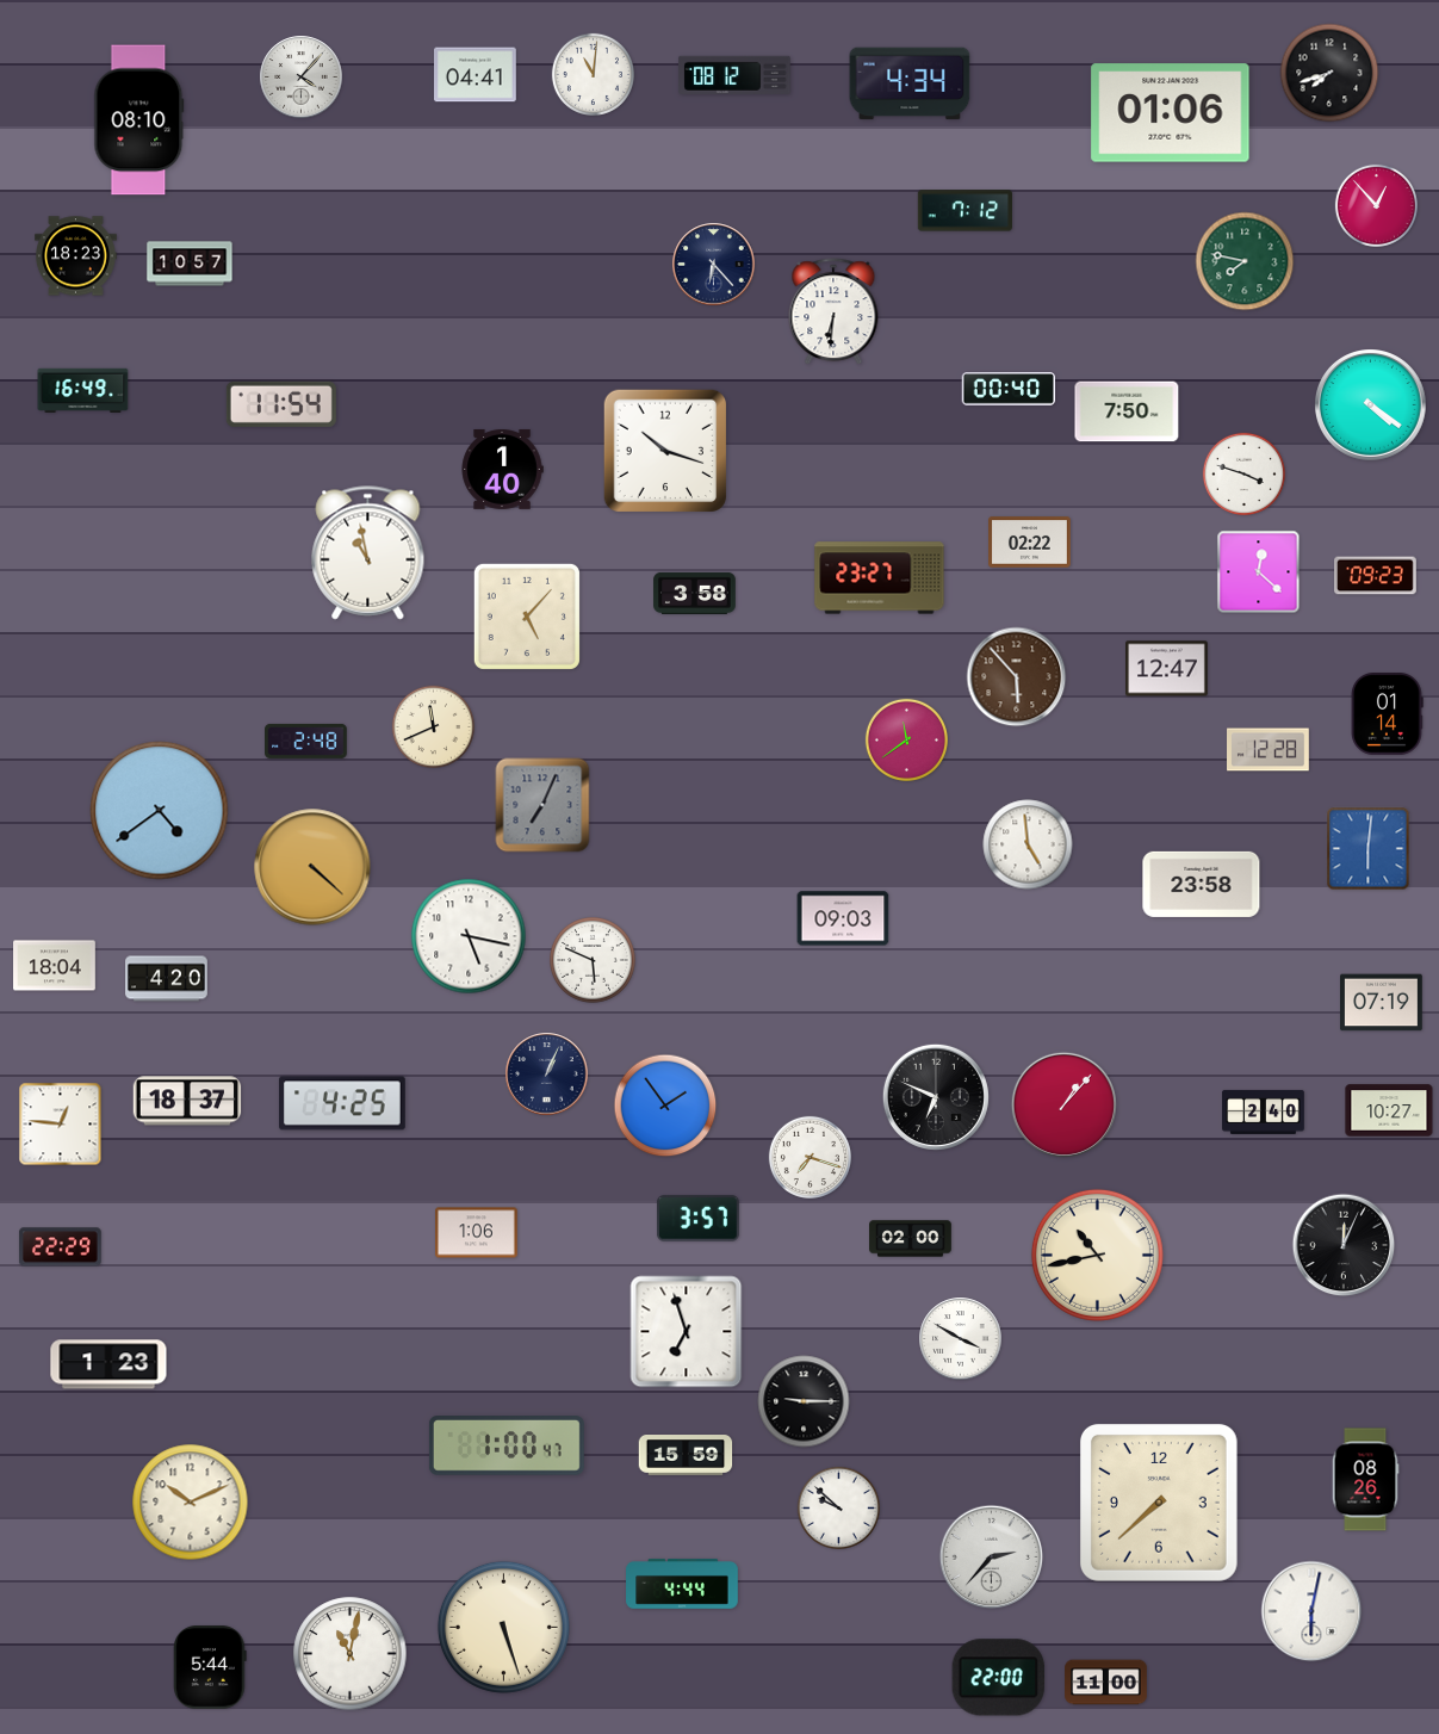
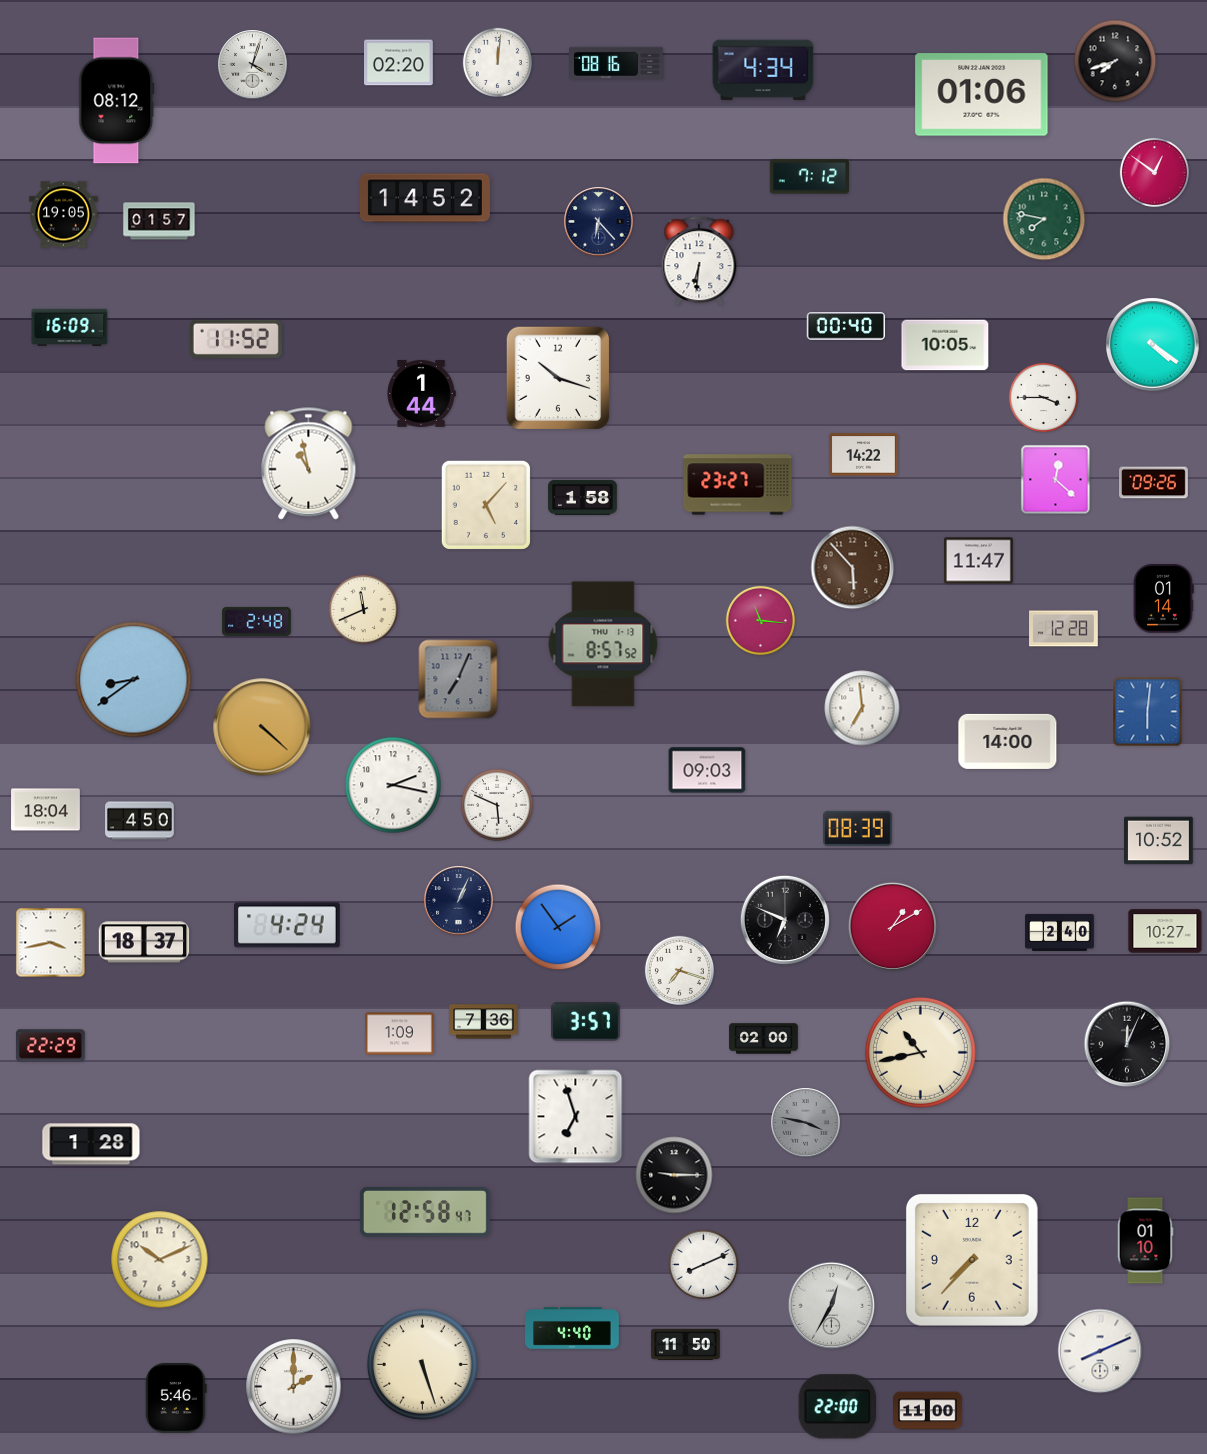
clock at (593, 74): 11:01 -> 12:01
clock at (476, 75): 04:41 -> 02:20
clock at (734, 75): 08:12 -> 08:16
clock at (302, 78): 4:07 -> 4:03
clock at (139, 120): 08:10 -> 08:12
clock at (1376, 205): 12:53 -> 12:51
clock at (425, 198): none -> 14:52
clock at (76, 256): 18:23 -> 19:05
clock at (190, 264): 10:57 -> 01:57
clock at (83, 390): 16:49 -> 16:09
clock at (281, 404): 11:54 -> 11:52
clock at (1371, 405) position: (1371, 405) -> (1153, 345)
clock at (1127, 411): 7:50 -> 10:05
clock at (502, 469): 1:40 -> 1:44
clock at (1243, 473): 3:48 -> 3:45
clock at (1030, 543): 02:22 -> 14:22
clock at (1376, 576): 09:23 -> 09:26
clock at (695, 593): 3:58 -> 1:58
clock at (527, 617) position: (527, 617) -> (486, 505)
clock at (1167, 669): 12:47 -> 11:47
clock at (906, 739): 11:39 -> 11:16
clock at (603, 644): none -> 8:57
clock at (542, 805) position: (542, 805) -> (458, 679)
clock at (160, 811): 4:39 -> 8:39
clock at (1028, 844): 4:59 -> 6:59
clock at (1202, 884): 23:58 -> 14:00
clock at (469, 936): 5:17 -> 2:17
clock at (167, 979): 4:20 -> 4:50
clock at (858, 828): none -> 08:39
clock at (1382, 1003): 07:19 -> 10:52
clock at (187, 1101) position: (187, 1101) -> (144, 942)
clock at (343, 1103): 4:25 -> 4:24
clock at (1063, 1104): 1:07 -> 1:10
clock at (61, 1125): 12:46 -> 3:43
clock at (484, 1022): none -> 7:36
clock at (477, 1233): 1:06 -> 1:09
clock at (961, 1339): 3:50 -> 3:47
clock at (961, 1339) dial: white -> grey
clock at (108, 1364): 1:23 -> 1:28
clock at (507, 1447): 1:00 -> 12:58
clock at (686, 1456): 15:59 -> none
clock at (1365, 1480): 08:26 -> 01:10
clock at (1159, 1503): 7:38 -> 7:37
clock at (838, 1507): 9:52 -> 8:11
clock at (992, 1557): 2:37 -> 12:35
clock at (682, 1584): 4:44 -> 4:40
clock at (686, 1344): none -> 11:50
clock at (1311, 1611): 6:02 -> 8:11
clock at (351, 1654): 11:02 -> 2:00
clock at (210, 1667): 5:44 -> 5:46
